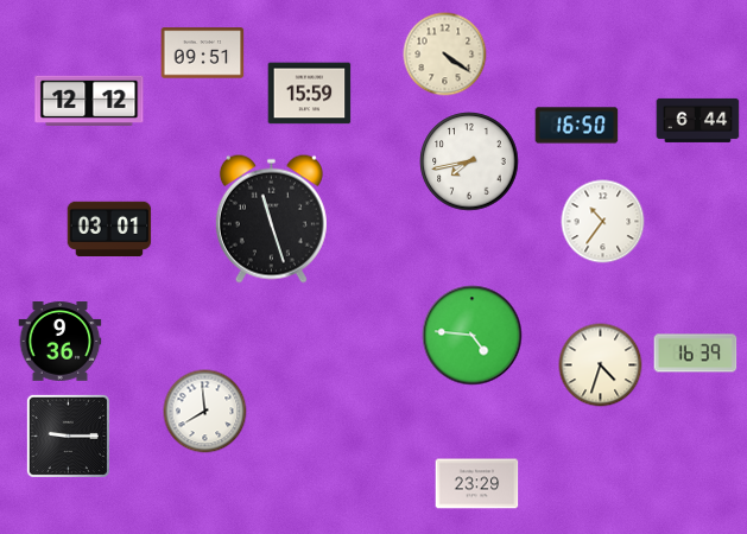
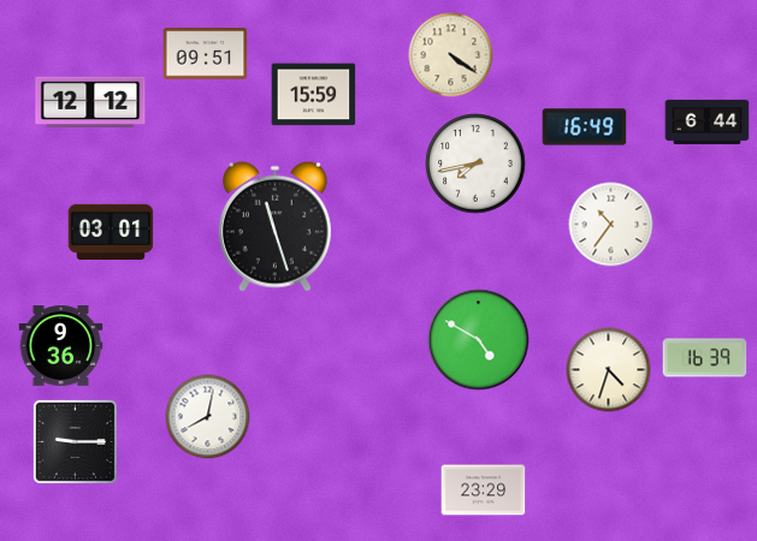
clock at (577, 126): 16:50 -> 16:49
clock at (271, 218) position: (271, 218) -> (274, 226)
clock at (473, 336): 4:46 -> 4:50
clock at (205, 412): 7:59 -> 8:02
clock at (68, 436) position: (68, 436) -> (75, 441)
